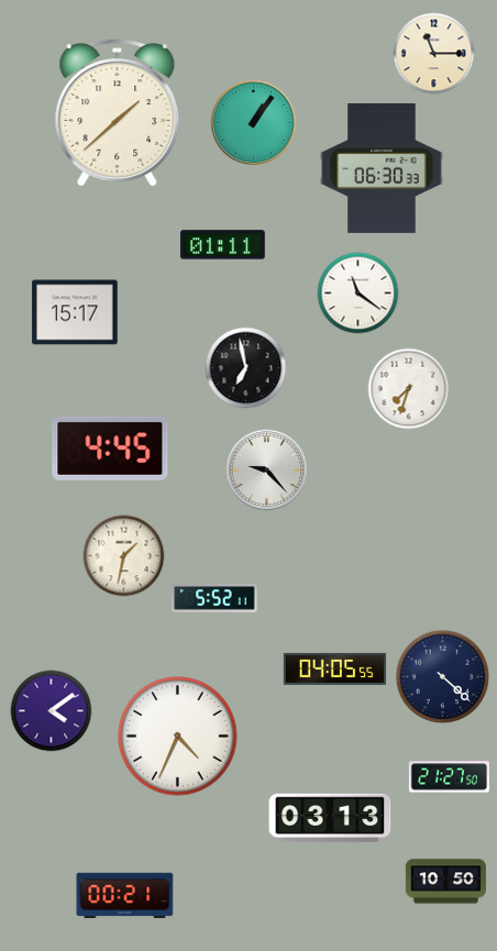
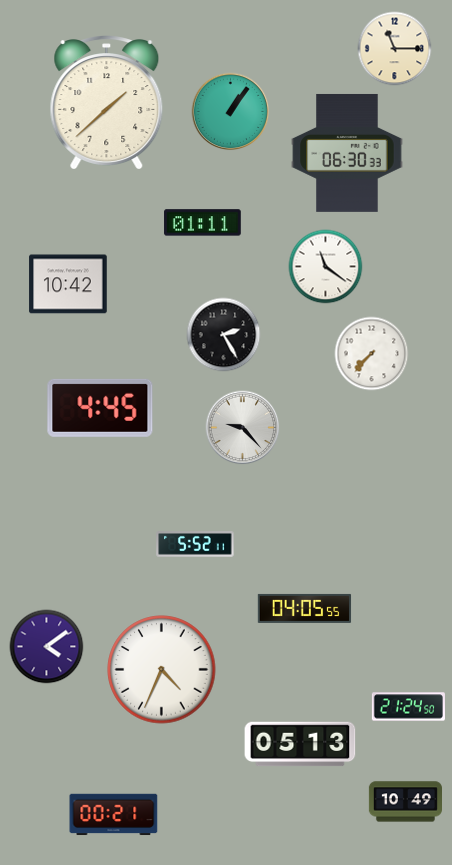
clock at (75, 312): 15:17 -> 10:42
clock at (246, 368): 6:58 -> 2:25
clock at (409, 389): 7:33 -> 7:37
clock at (124, 556): 1:32 -> none
clock at (443, 677): 4:22 -> none
clock at (449, 777): 21:27 -> 21:24
clock at (330, 818): 03:13 -> 05:13
clock at (445, 882): 10:50 -> 10:49
